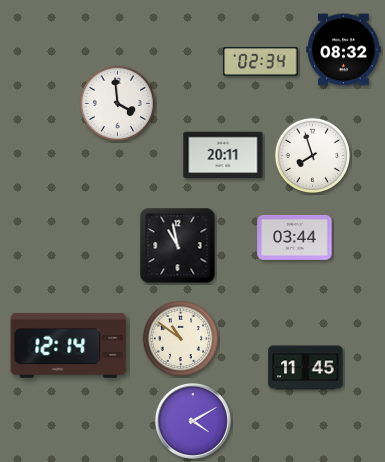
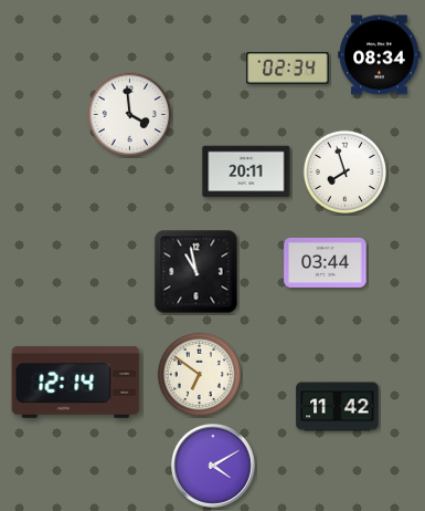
clock at (344, 50): 08:32 -> 08:34
clock at (181, 339): 10:51 -> 6:51
clock at (306, 368): 11:45 -> 11:42
